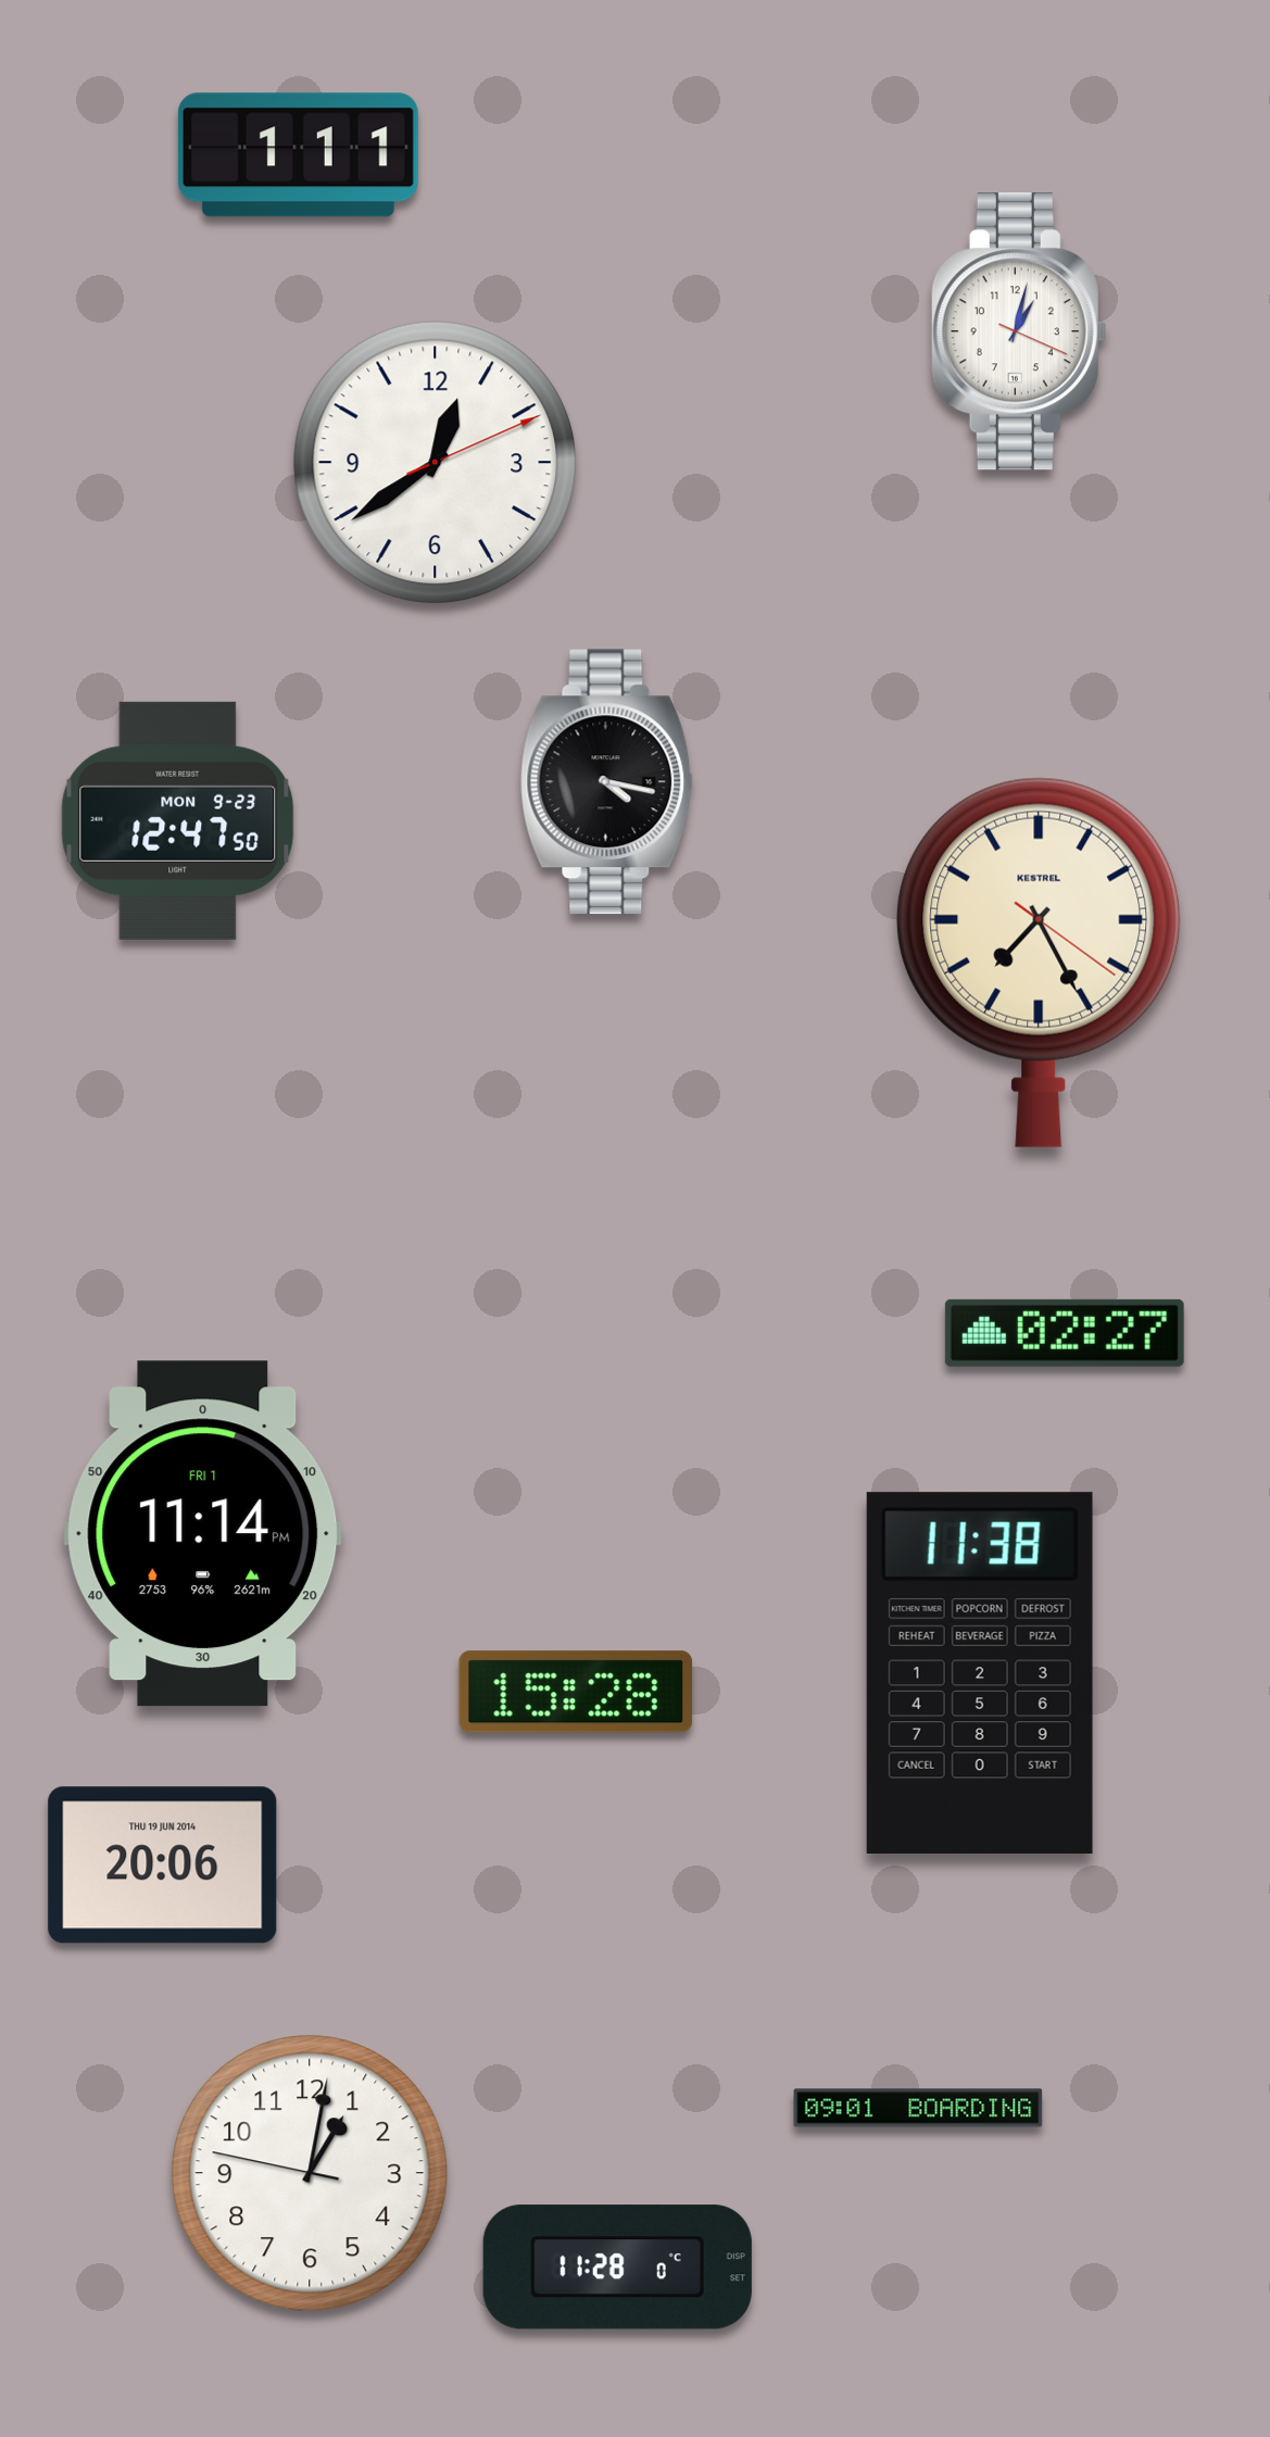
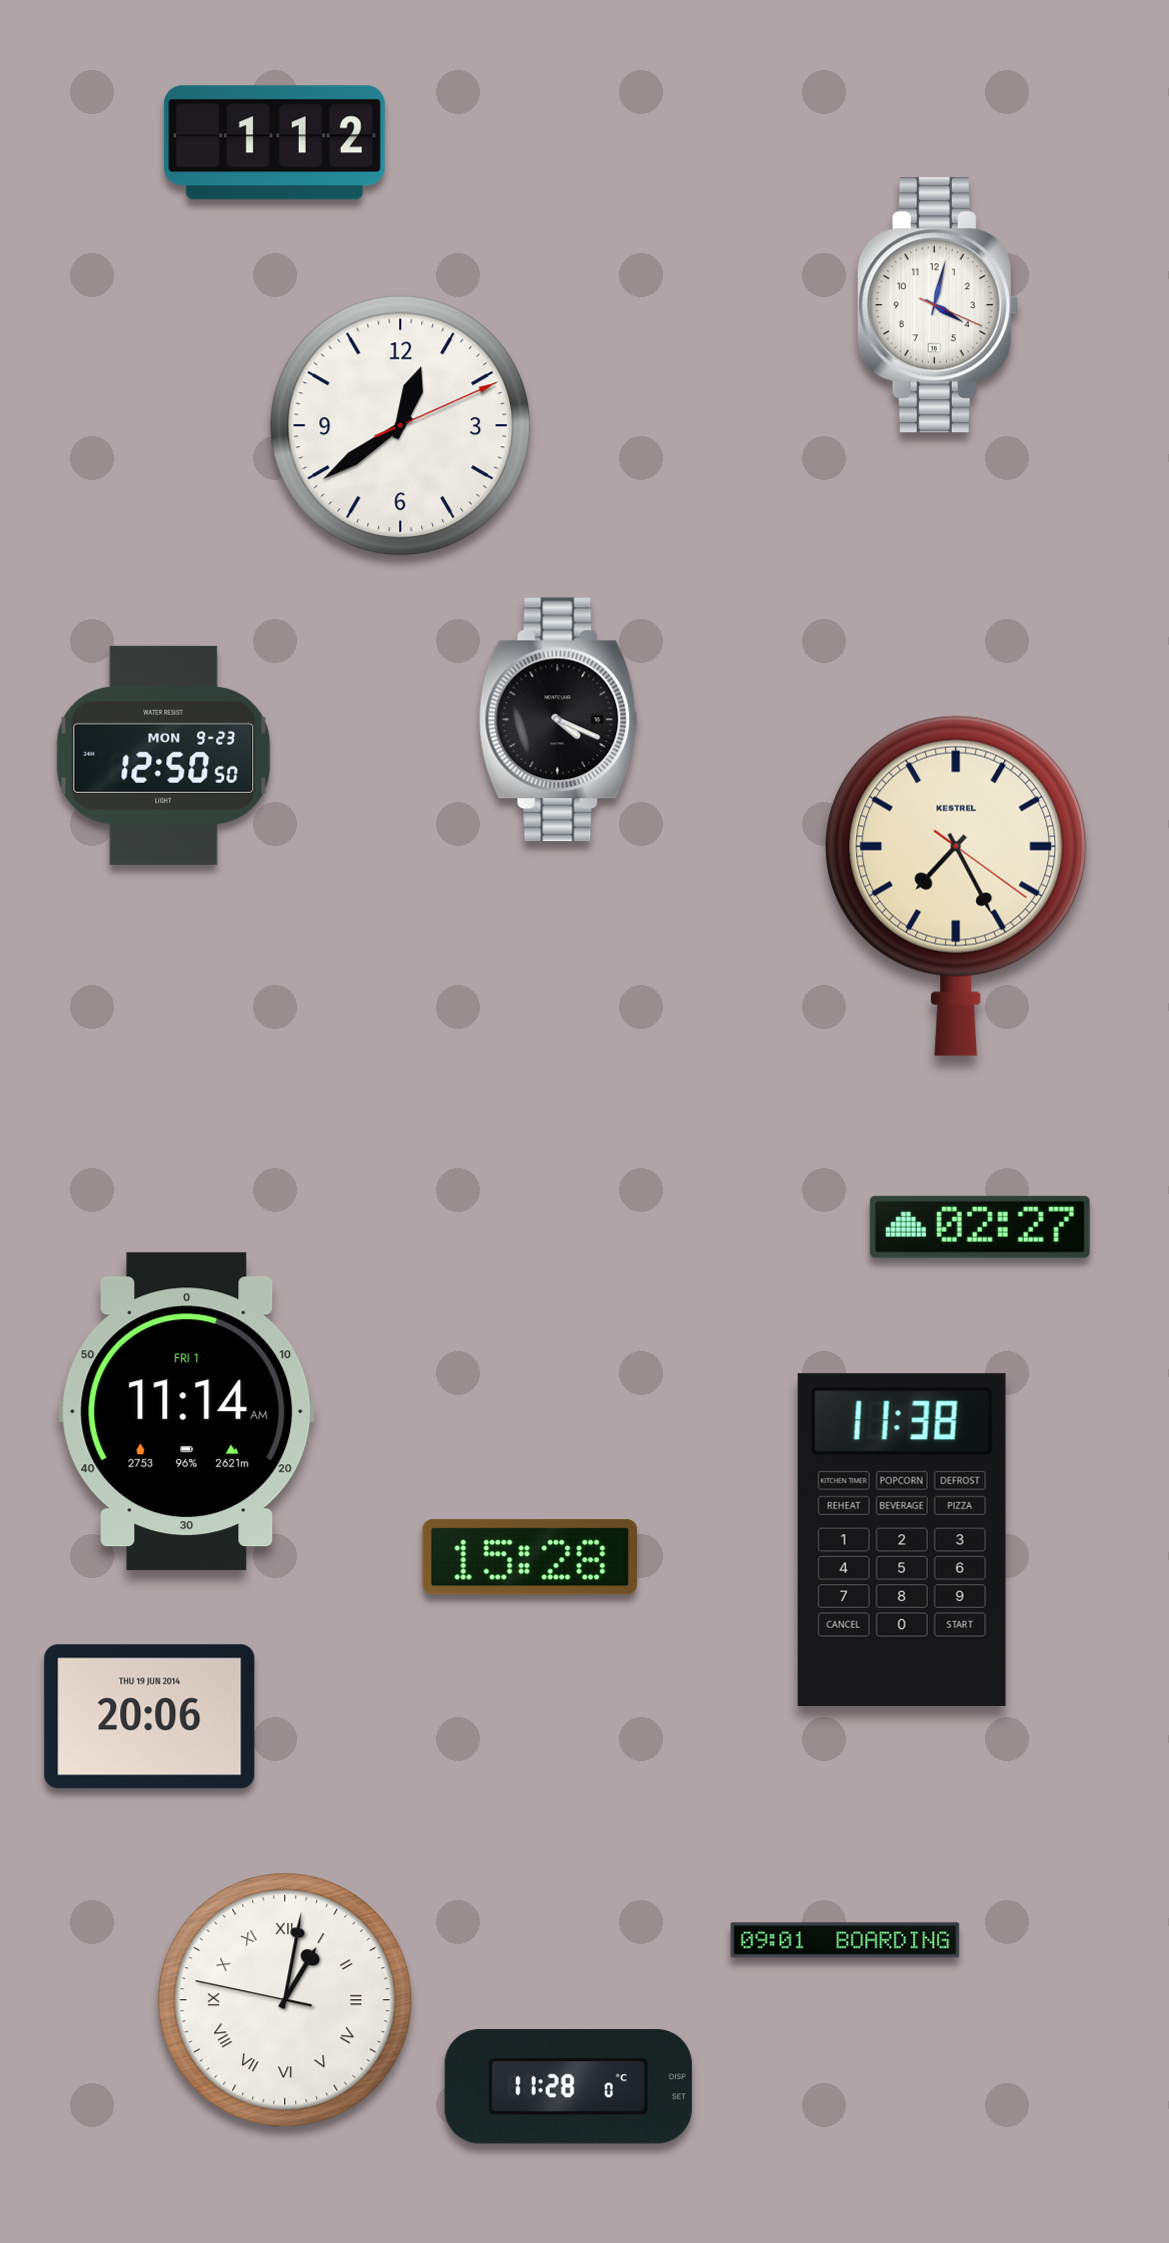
clock at (298, 155): 1:11 -> 1:12
clock at (1019, 331): 1:02 -> 4:02
clock at (607, 782): 4:17 -> 4:19
clock at (178, 820): 12:47 -> 12:50
clock at (203, 1534): 11:14 PM -> 11:14 AM
clock at (310, 2173) numerals: Arabic -> Roman
